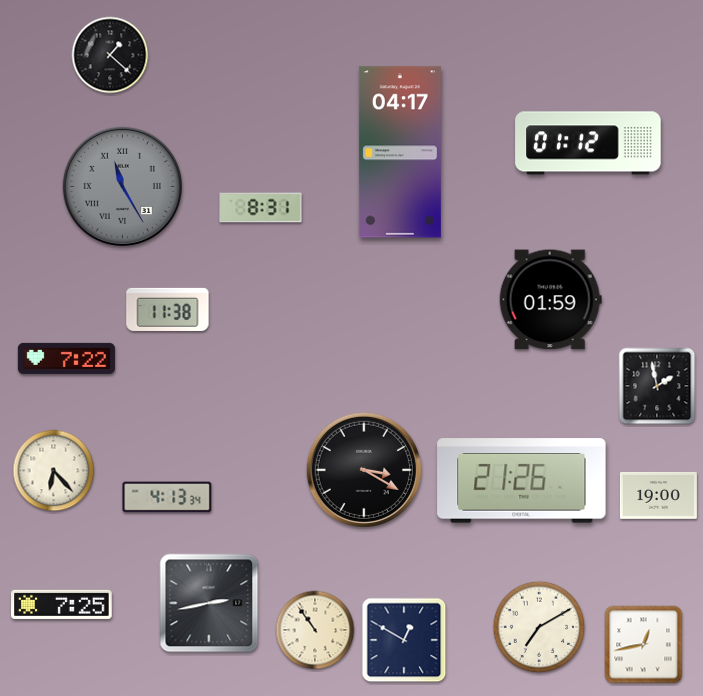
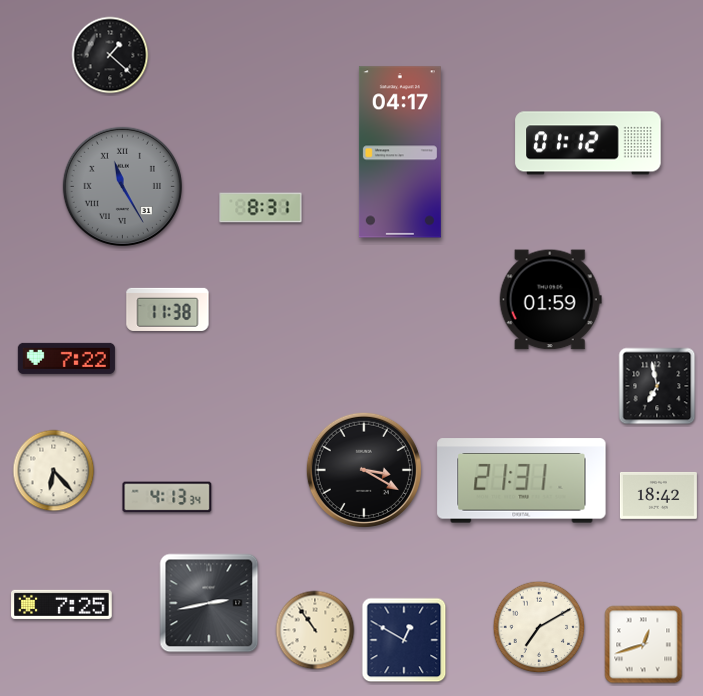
clock at (657, 386): 1:58 -> 6:58
clock at (522, 481): 21:26 -> 21:31
clock at (658, 495): 19:00 -> 18:42
clock at (644, 645): 12:43 -> 12:42
